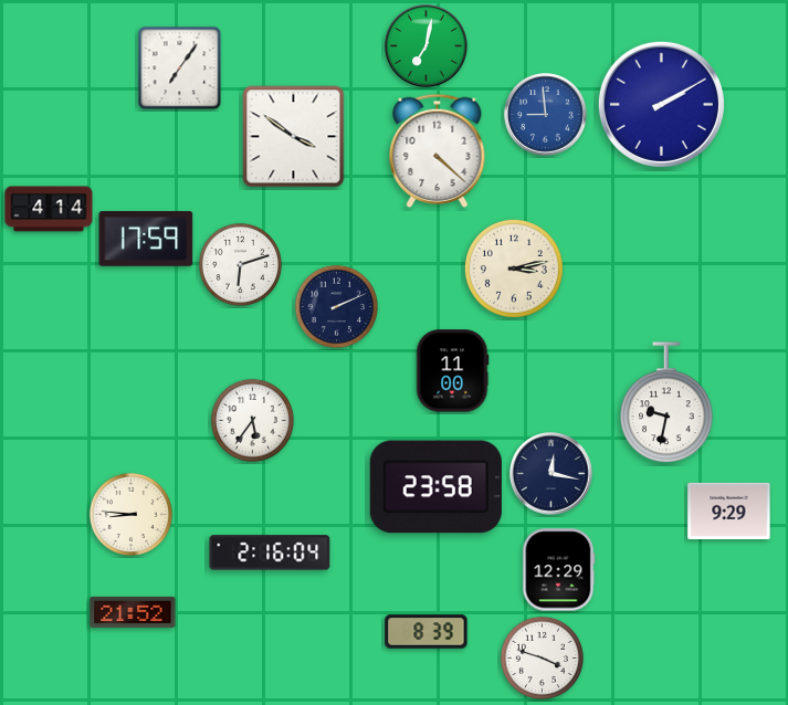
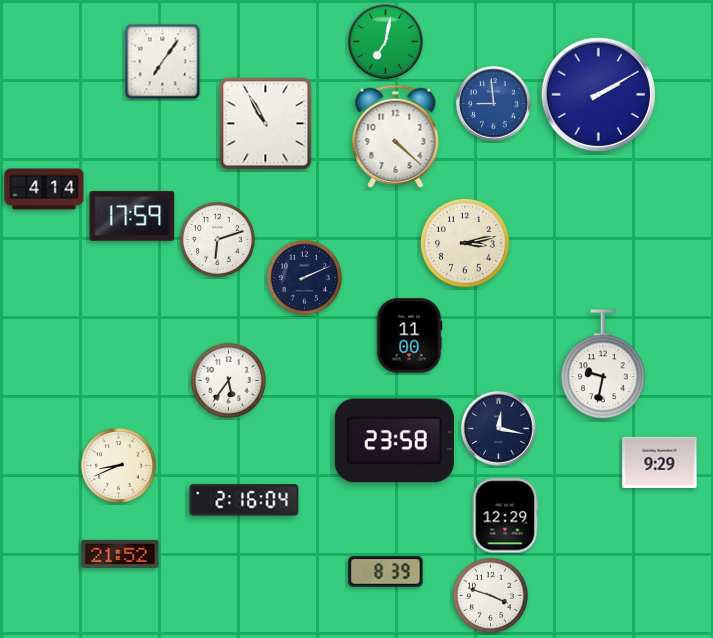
clock at (294, 137): 3:51 -> 10:55
clock at (130, 514): 8:46 -> 8:41
